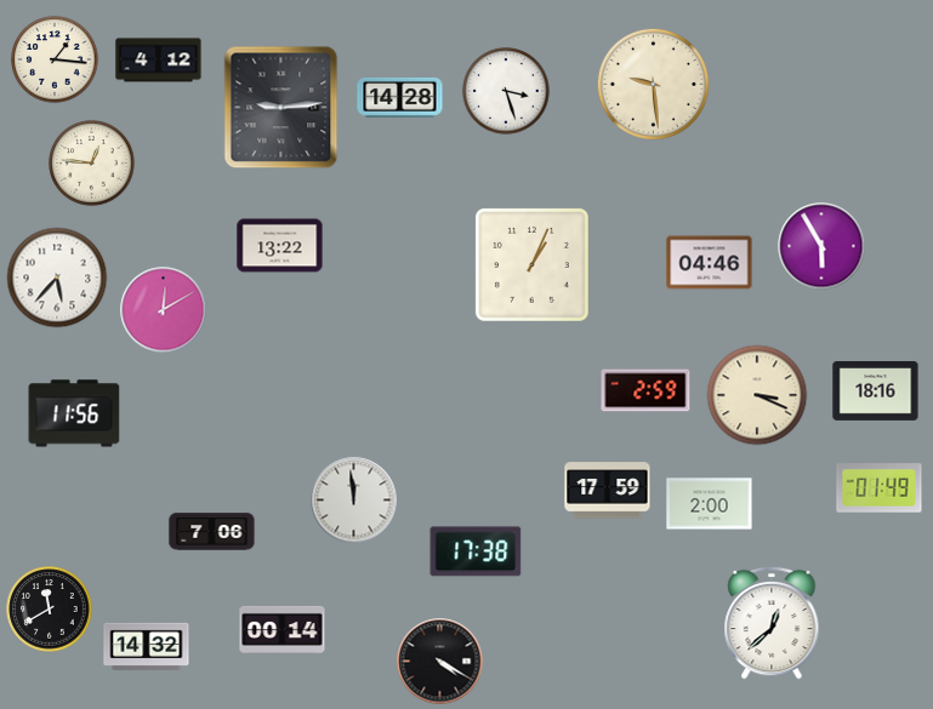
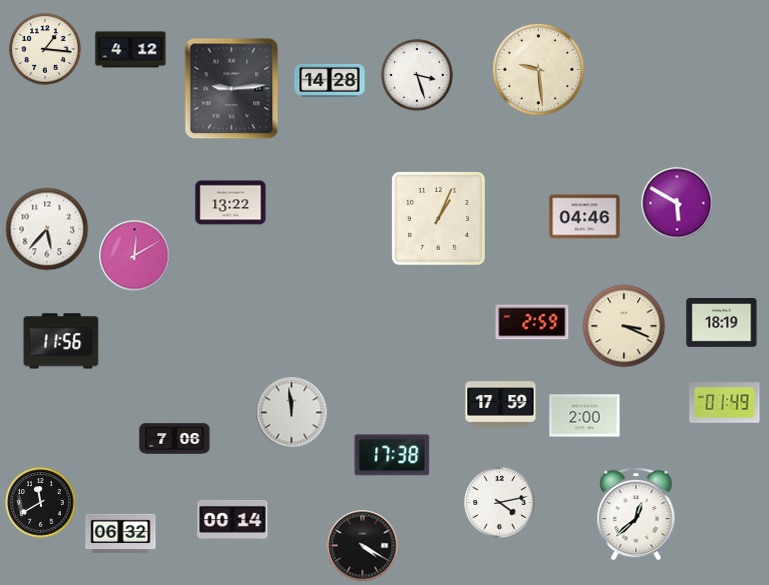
clock at (92, 164): 12:46 -> none
clock at (821, 246): 5:55 -> 5:50
clock at (876, 391): 18:16 -> 18:19
clock at (500, 503): none -> 4:13
clock at (147, 646): 14:32 -> 06:32
